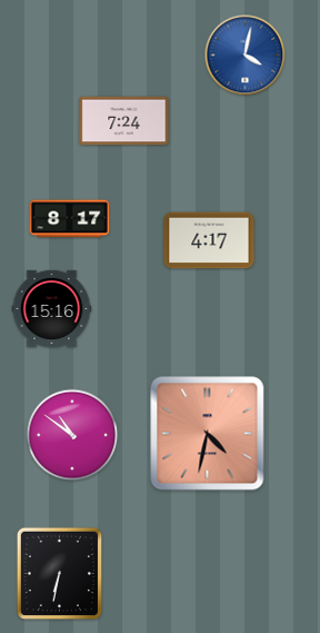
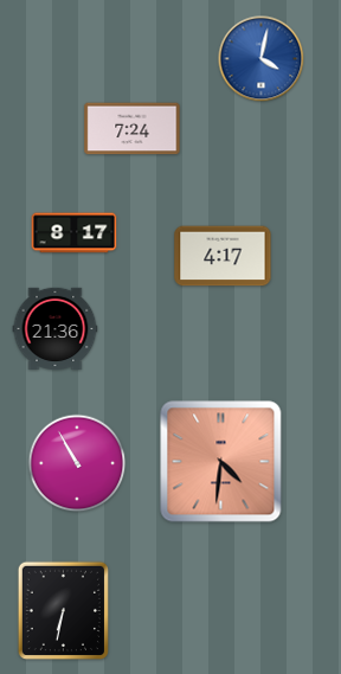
clock at (52, 308): 15:16 -> 21:36
clock at (208, 434): 4:32 -> 4:31
clock at (72, 435): 10:51 -> 10:55
